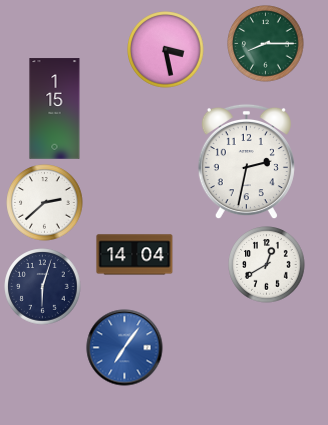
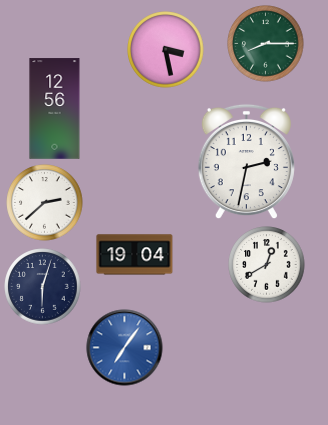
clock at (55, 109): 1:15 -> 12:56
clock at (135, 255): 14:04 -> 19:04
